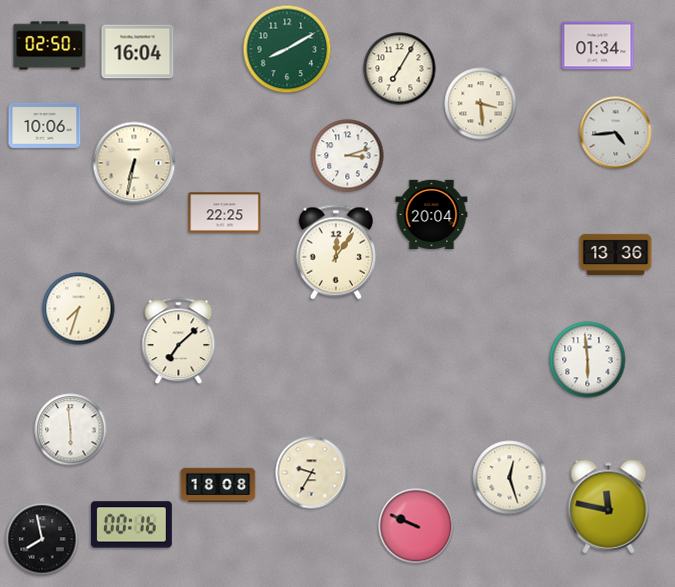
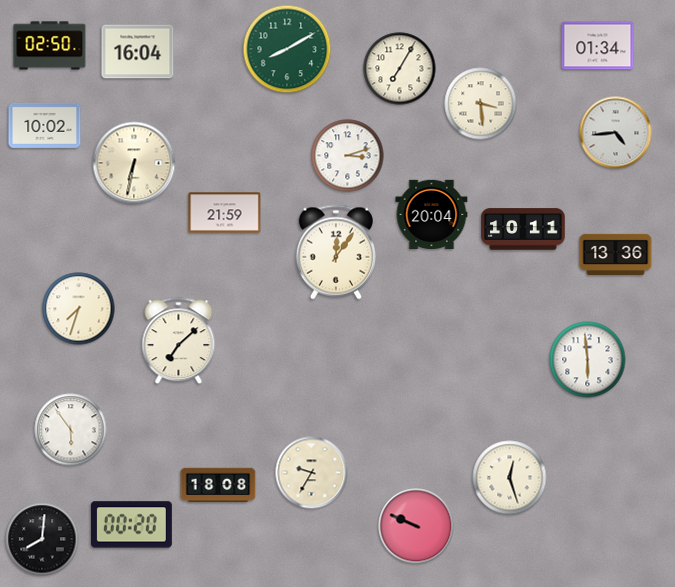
clock at (45, 125): 10:06 -> 10:02
clock at (225, 213): 22:25 -> 21:59
clock at (523, 229): none -> 10:11
clock at (71, 430): 5:59 -> 5:54
clock at (609, 507): 11:47 -> none
clock at (131, 525): 00:16 -> 00:20
clock at (42, 539): 7:58 -> 8:01
